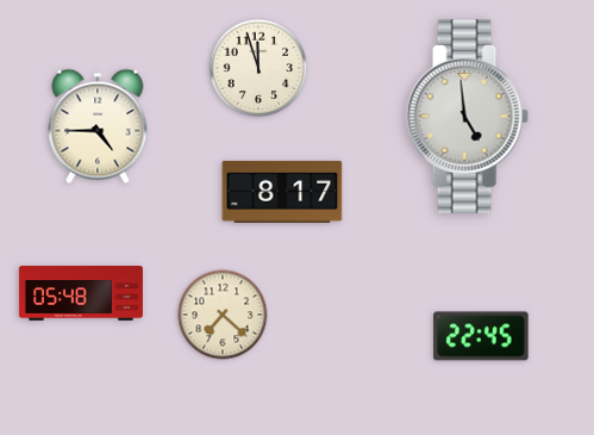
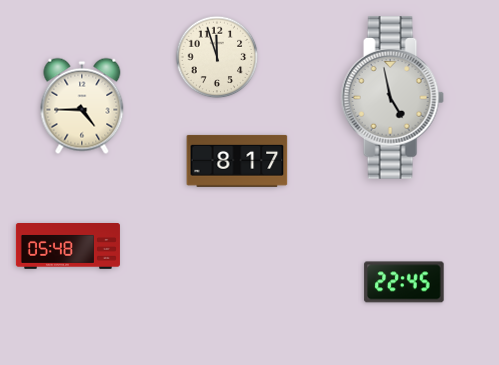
clock at (467, 117): 4:59 -> 4:58
clock at (223, 315): 7:22 -> none
